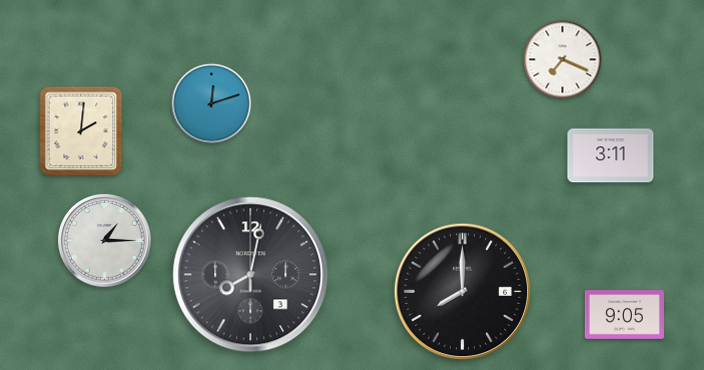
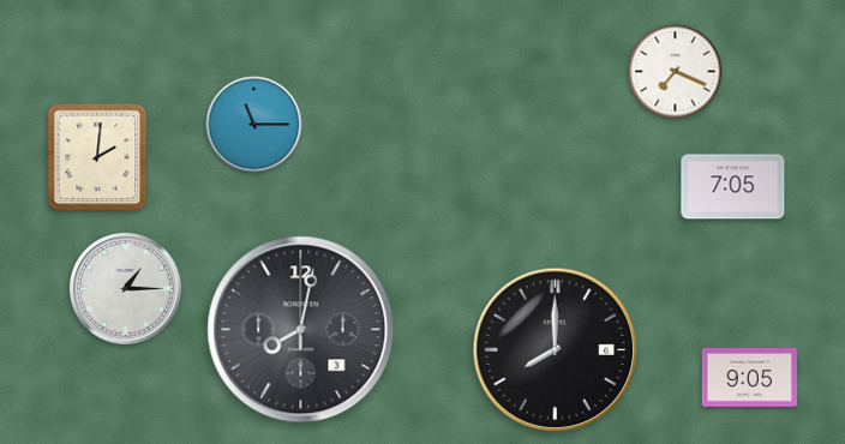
clock at (212, 104): 12:12 -> 11:15
clock at (611, 156): 3:11 -> 7:05
